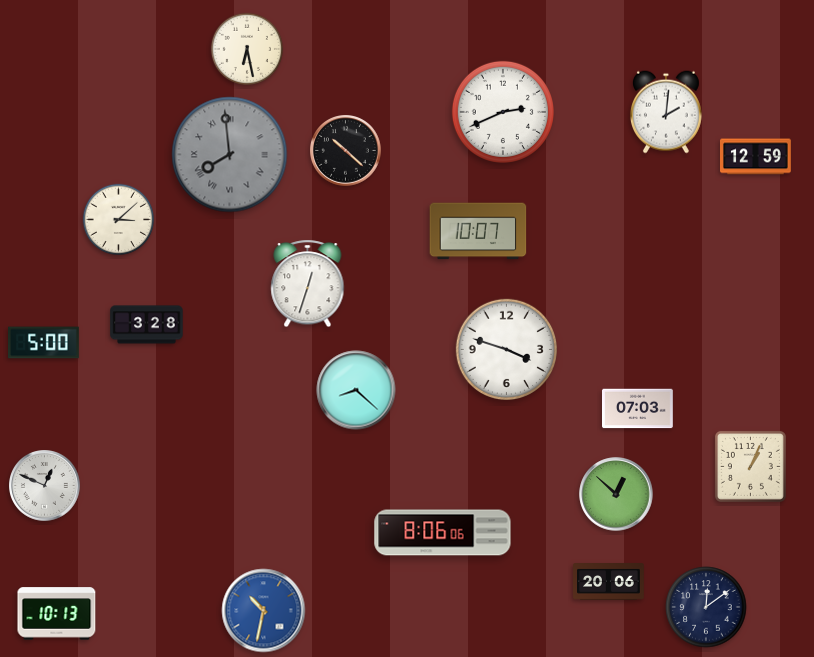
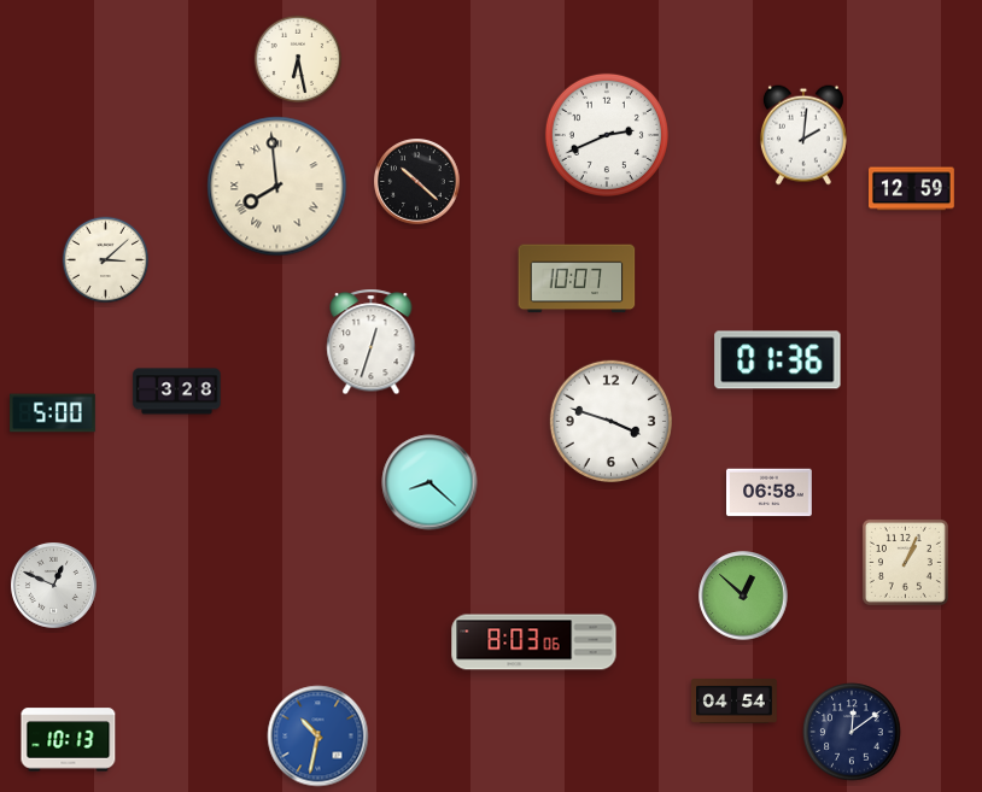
clock at (230, 155) dial: grey -> cream
clock at (119, 220) position: (119, 220) -> (106, 260)
clock at (778, 360): none -> 01:36
clock at (356, 390) position: (356, 390) -> (429, 482)
clock at (638, 409): 07:03 -> 06:58
clock at (443, 533): 8:06 -> 8:03
clock at (609, 582): 20:06 -> 04:54
